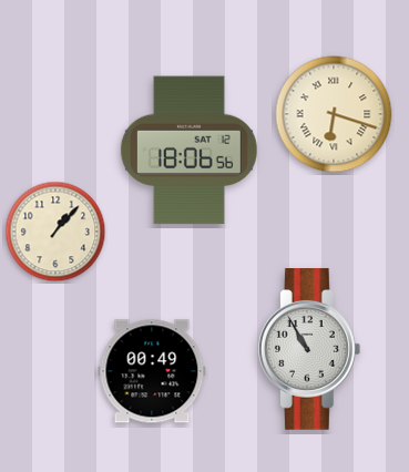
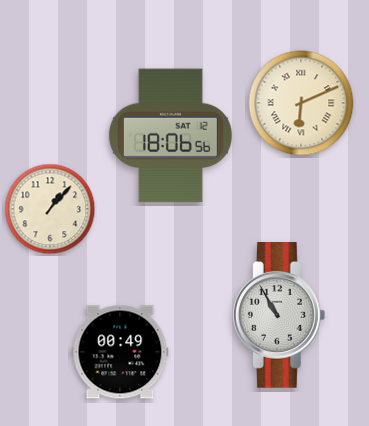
clock at (334, 114): 6:18 -> 6:11
clock at (152, 371) position: (152, 371) -> (120, 352)
